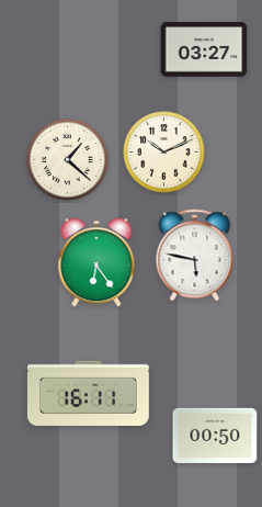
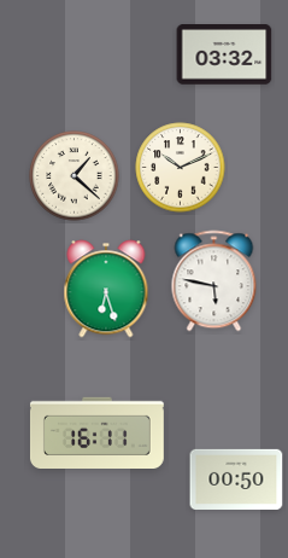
clock at (204, 50): 03:27 -> 03:32
clock at (96, 262): 6:24 -> 6:27
